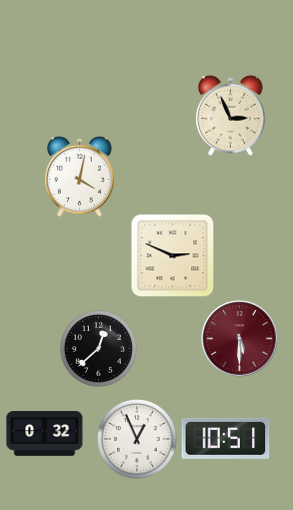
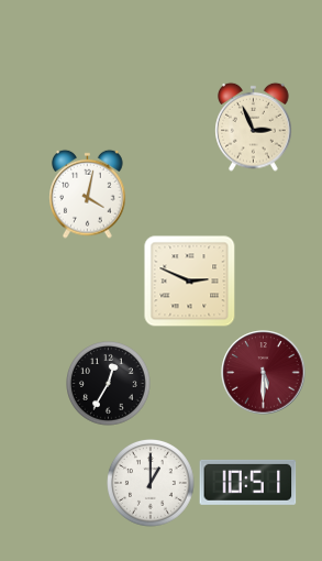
clock at (99, 349): 12:38 -> 12:35
clock at (45, 434): 0:32 -> none
clock at (138, 440): 12:56 -> 1:00
